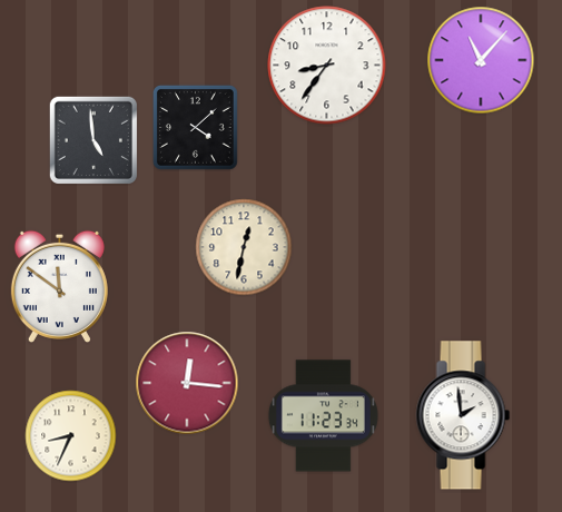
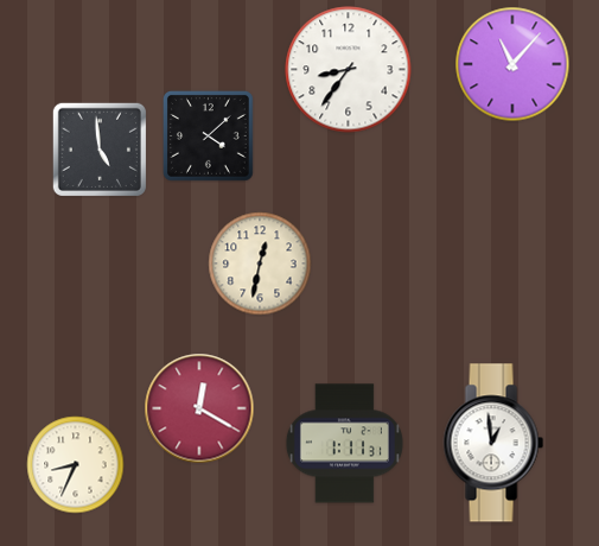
clock at (59, 286): 11:51 -> none
clock at (187, 383): 12:16 -> 12:20
clock at (463, 415): 1:59 -> 12:59
clock at (323, 416): 11:23 -> 1:11
